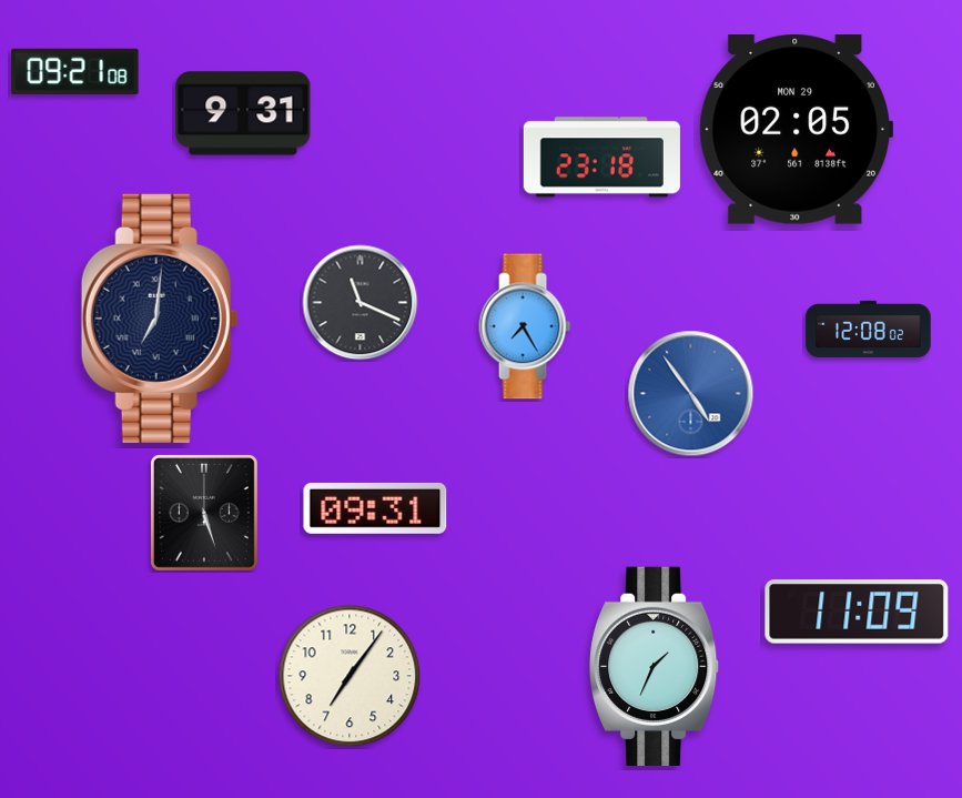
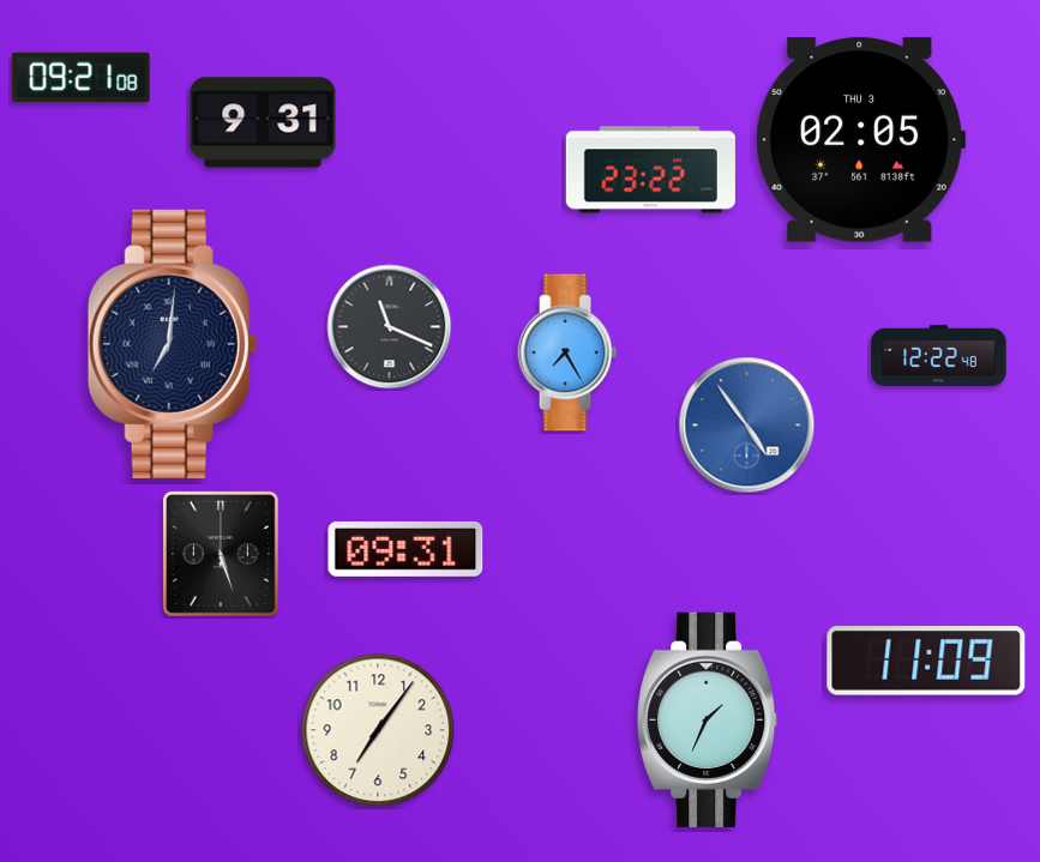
clock at (797, 130) date: MON 29 -> THU 3
clock at (601, 158): 23:18 -> 23:22
clock at (869, 329): 12:08 -> 12:22
